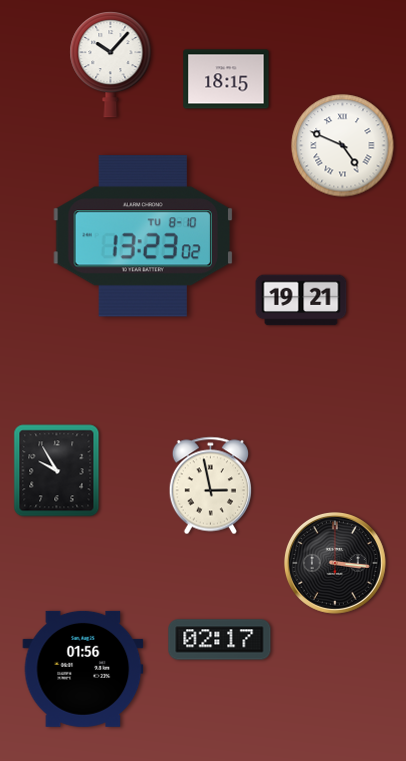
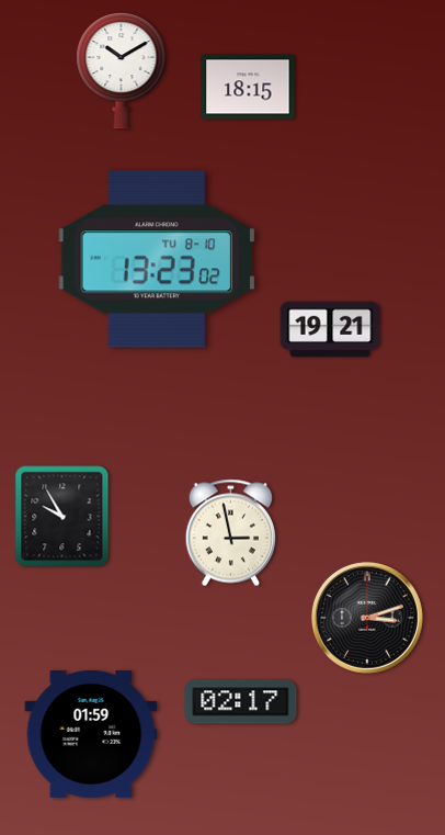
clock at (111, 65): 10:07 -> 10:10
clock at (343, 146): 4:49 -> none
clock at (335, 563): 3:16 -> 3:12
clock at (83, 669): 01:56 -> 01:59
